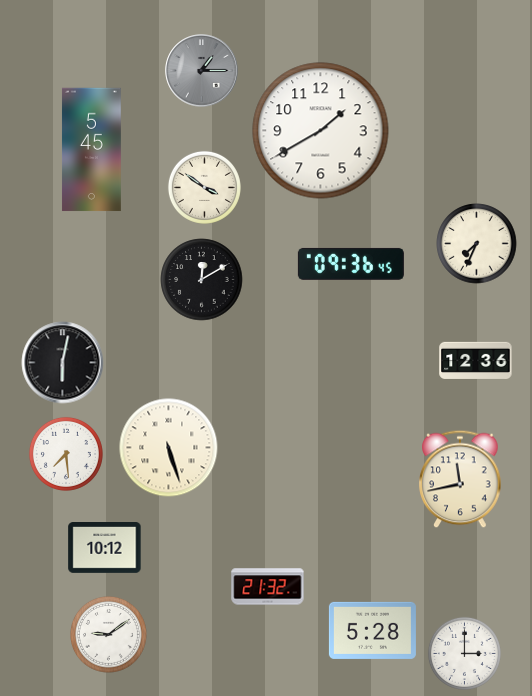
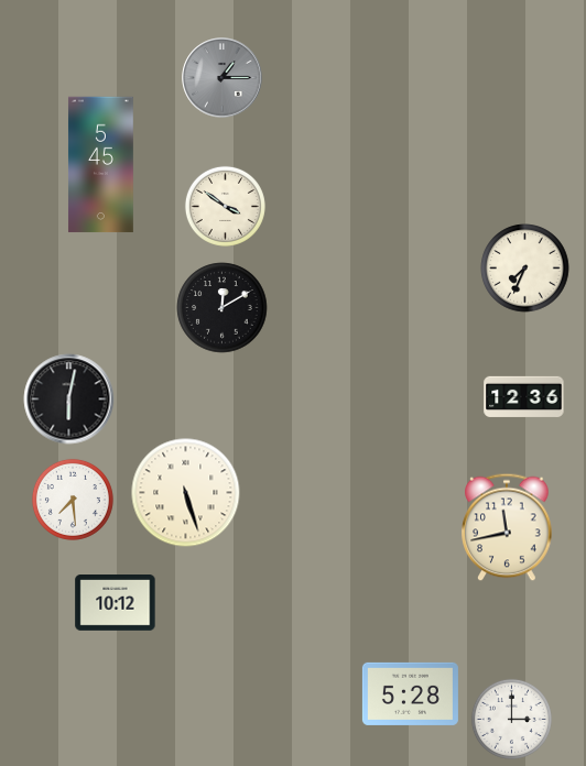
clock at (321, 131): 1:40 -> none
clock at (351, 264): 09:36 -> none
clock at (268, 587): 21:32 -> none
clock at (109, 635): 9:09 -> none
